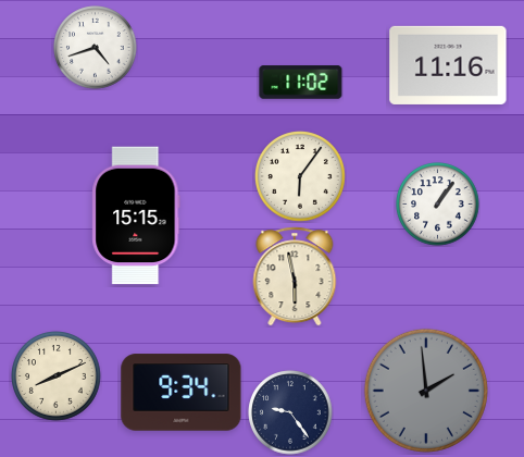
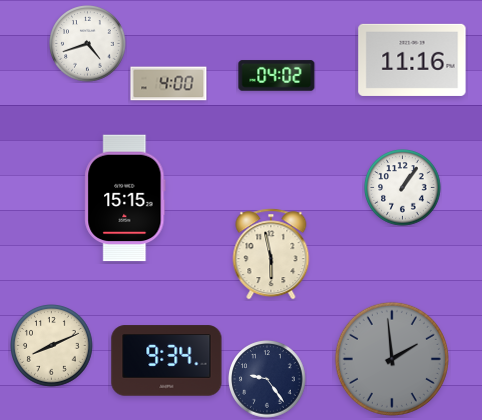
clock at (301, 83): 11:02 -> 04:02
clock at (169, 84): none -> 4:00
clock at (301, 177): 6:06 -> none
